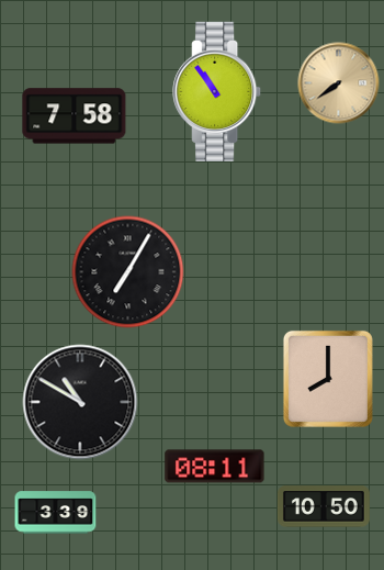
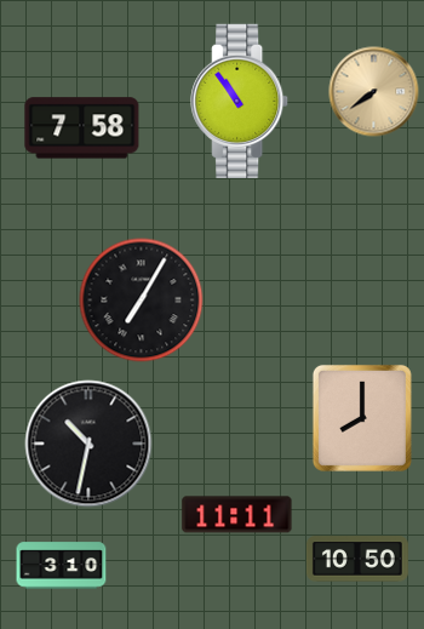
clock at (80, 402): 10:50 -> 10:32
clock at (215, 467): 08:11 -> 11:11
clock at (56, 513): 3:39 -> 3:10
